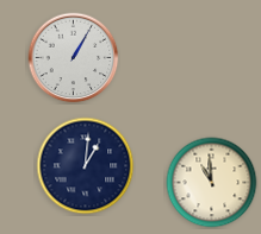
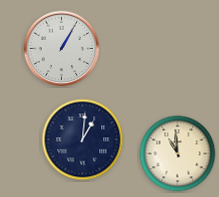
clock at (86, 166) position: (86, 166) -> (83, 140)
